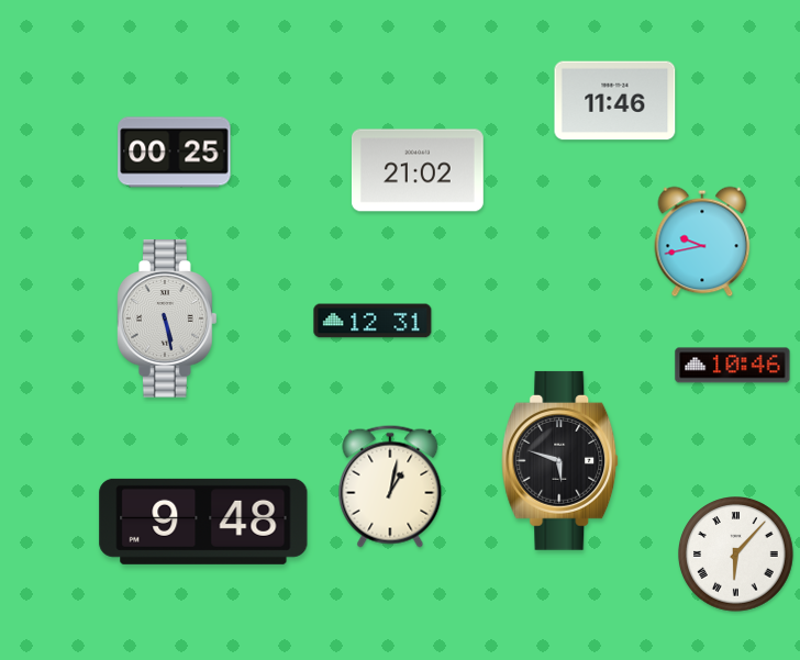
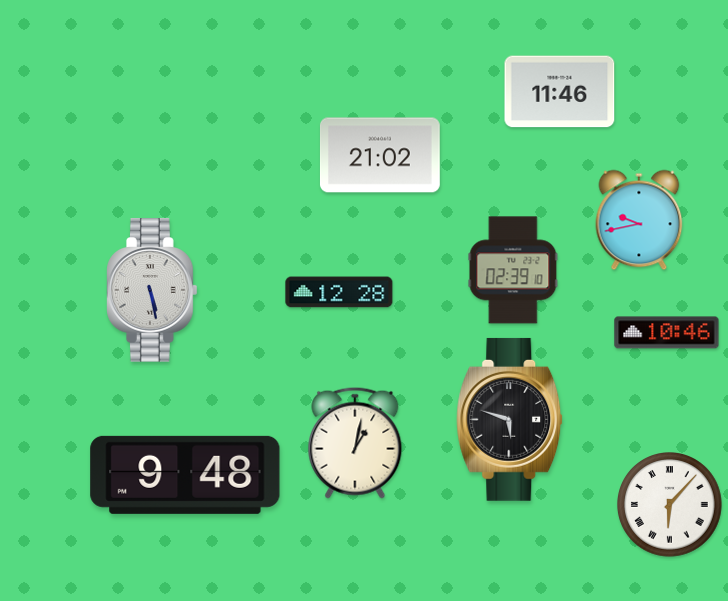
clock at (175, 153): 00:25 -> none
clock at (513, 270): none -> 02:39
clock at (373, 321): 12:31 -> 12:28
